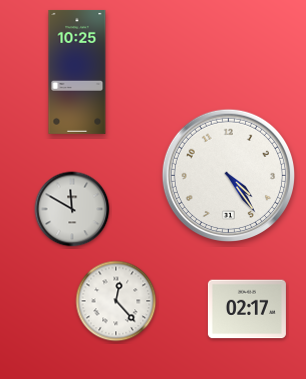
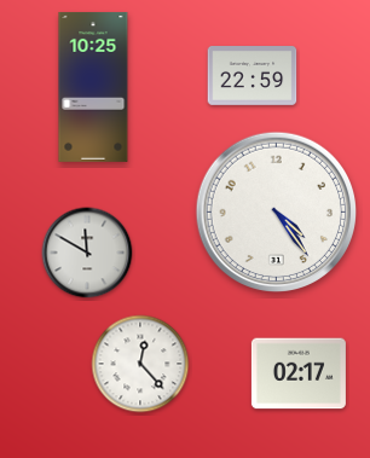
clock at (253, 76): none -> 22:59
